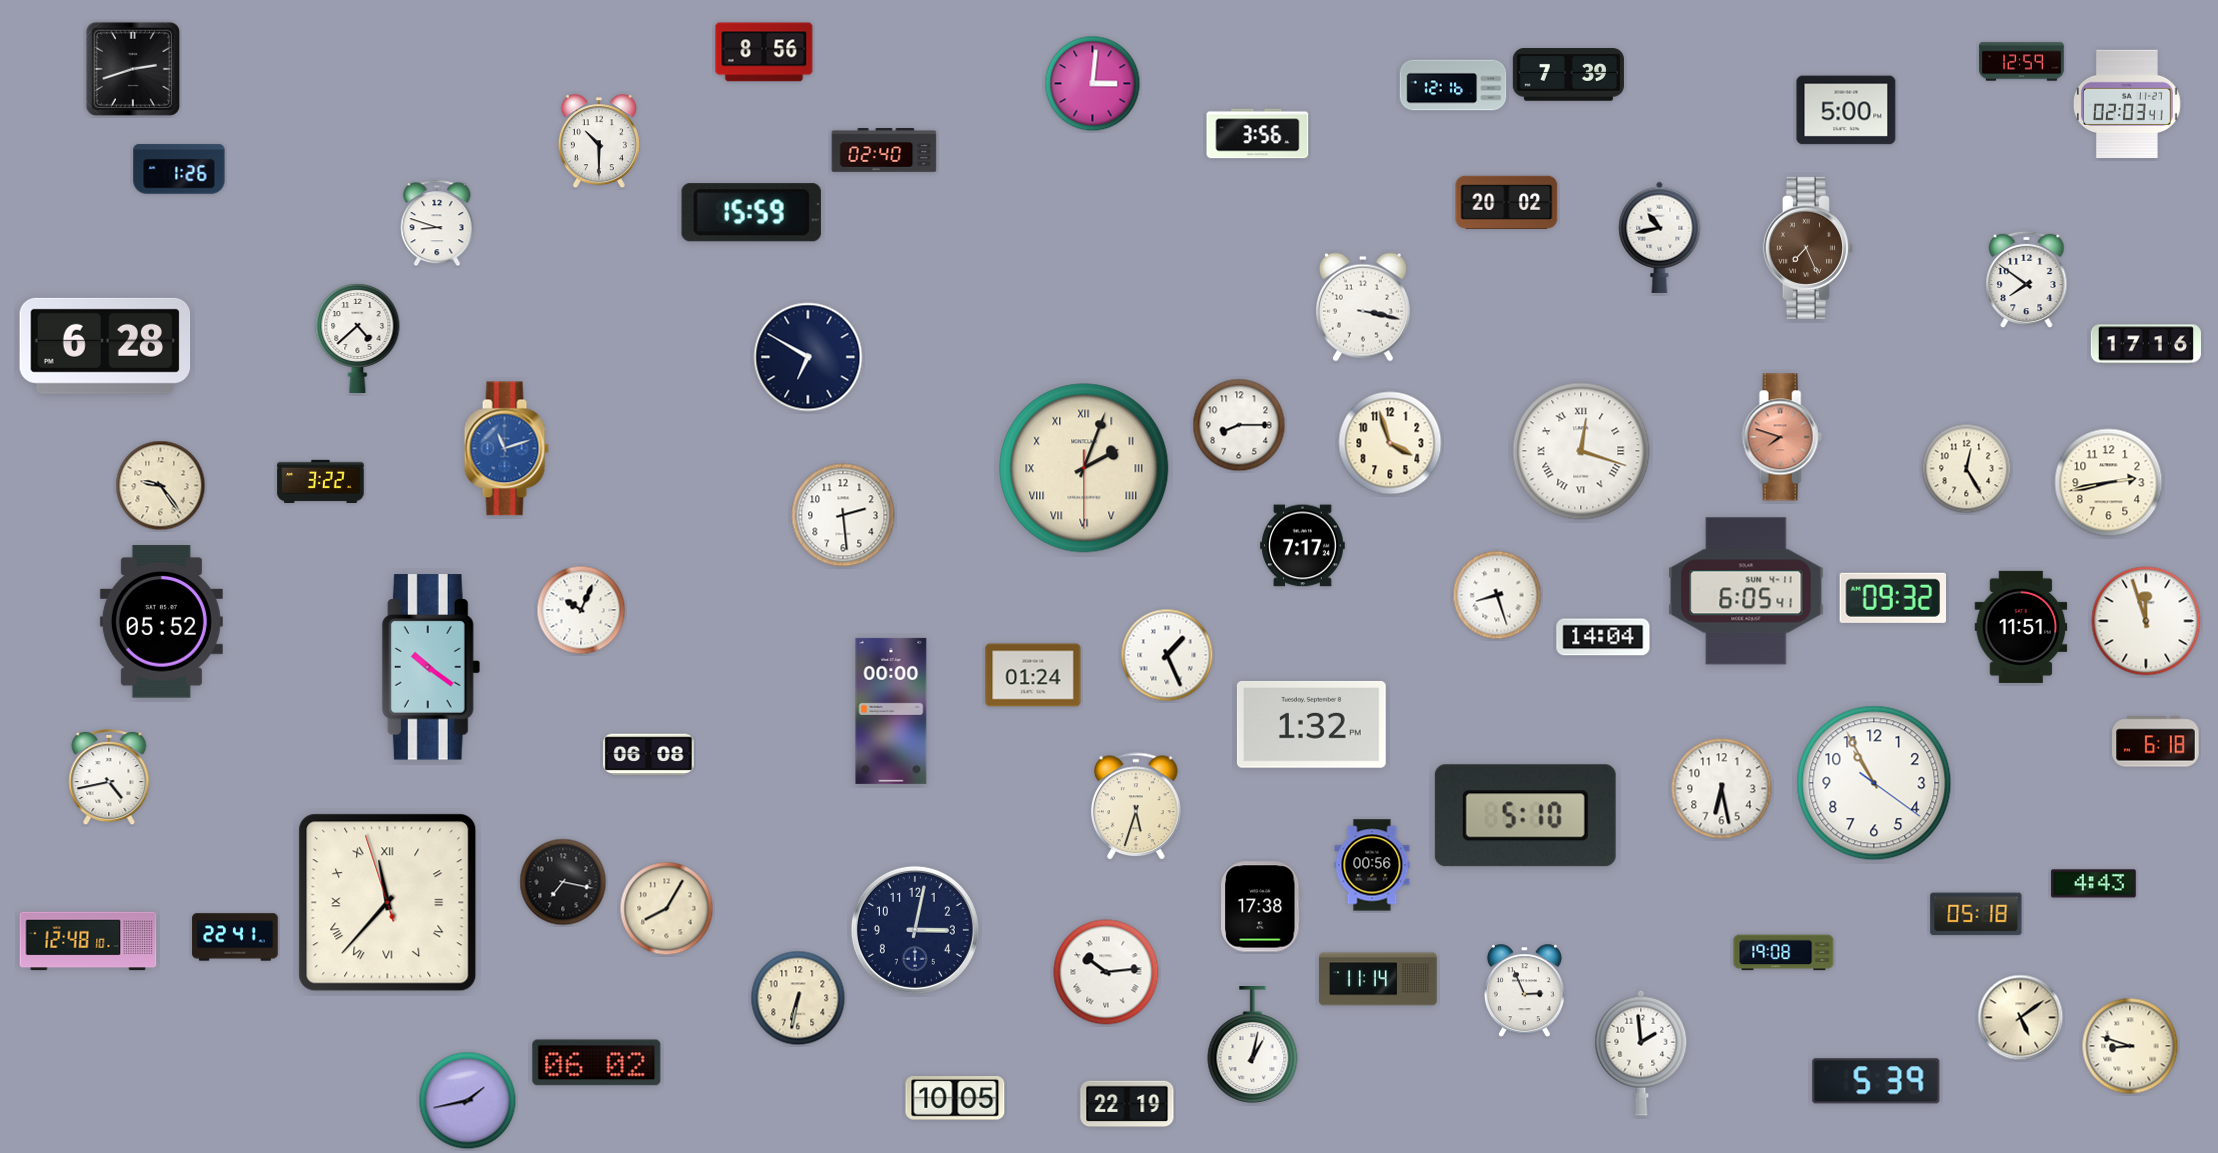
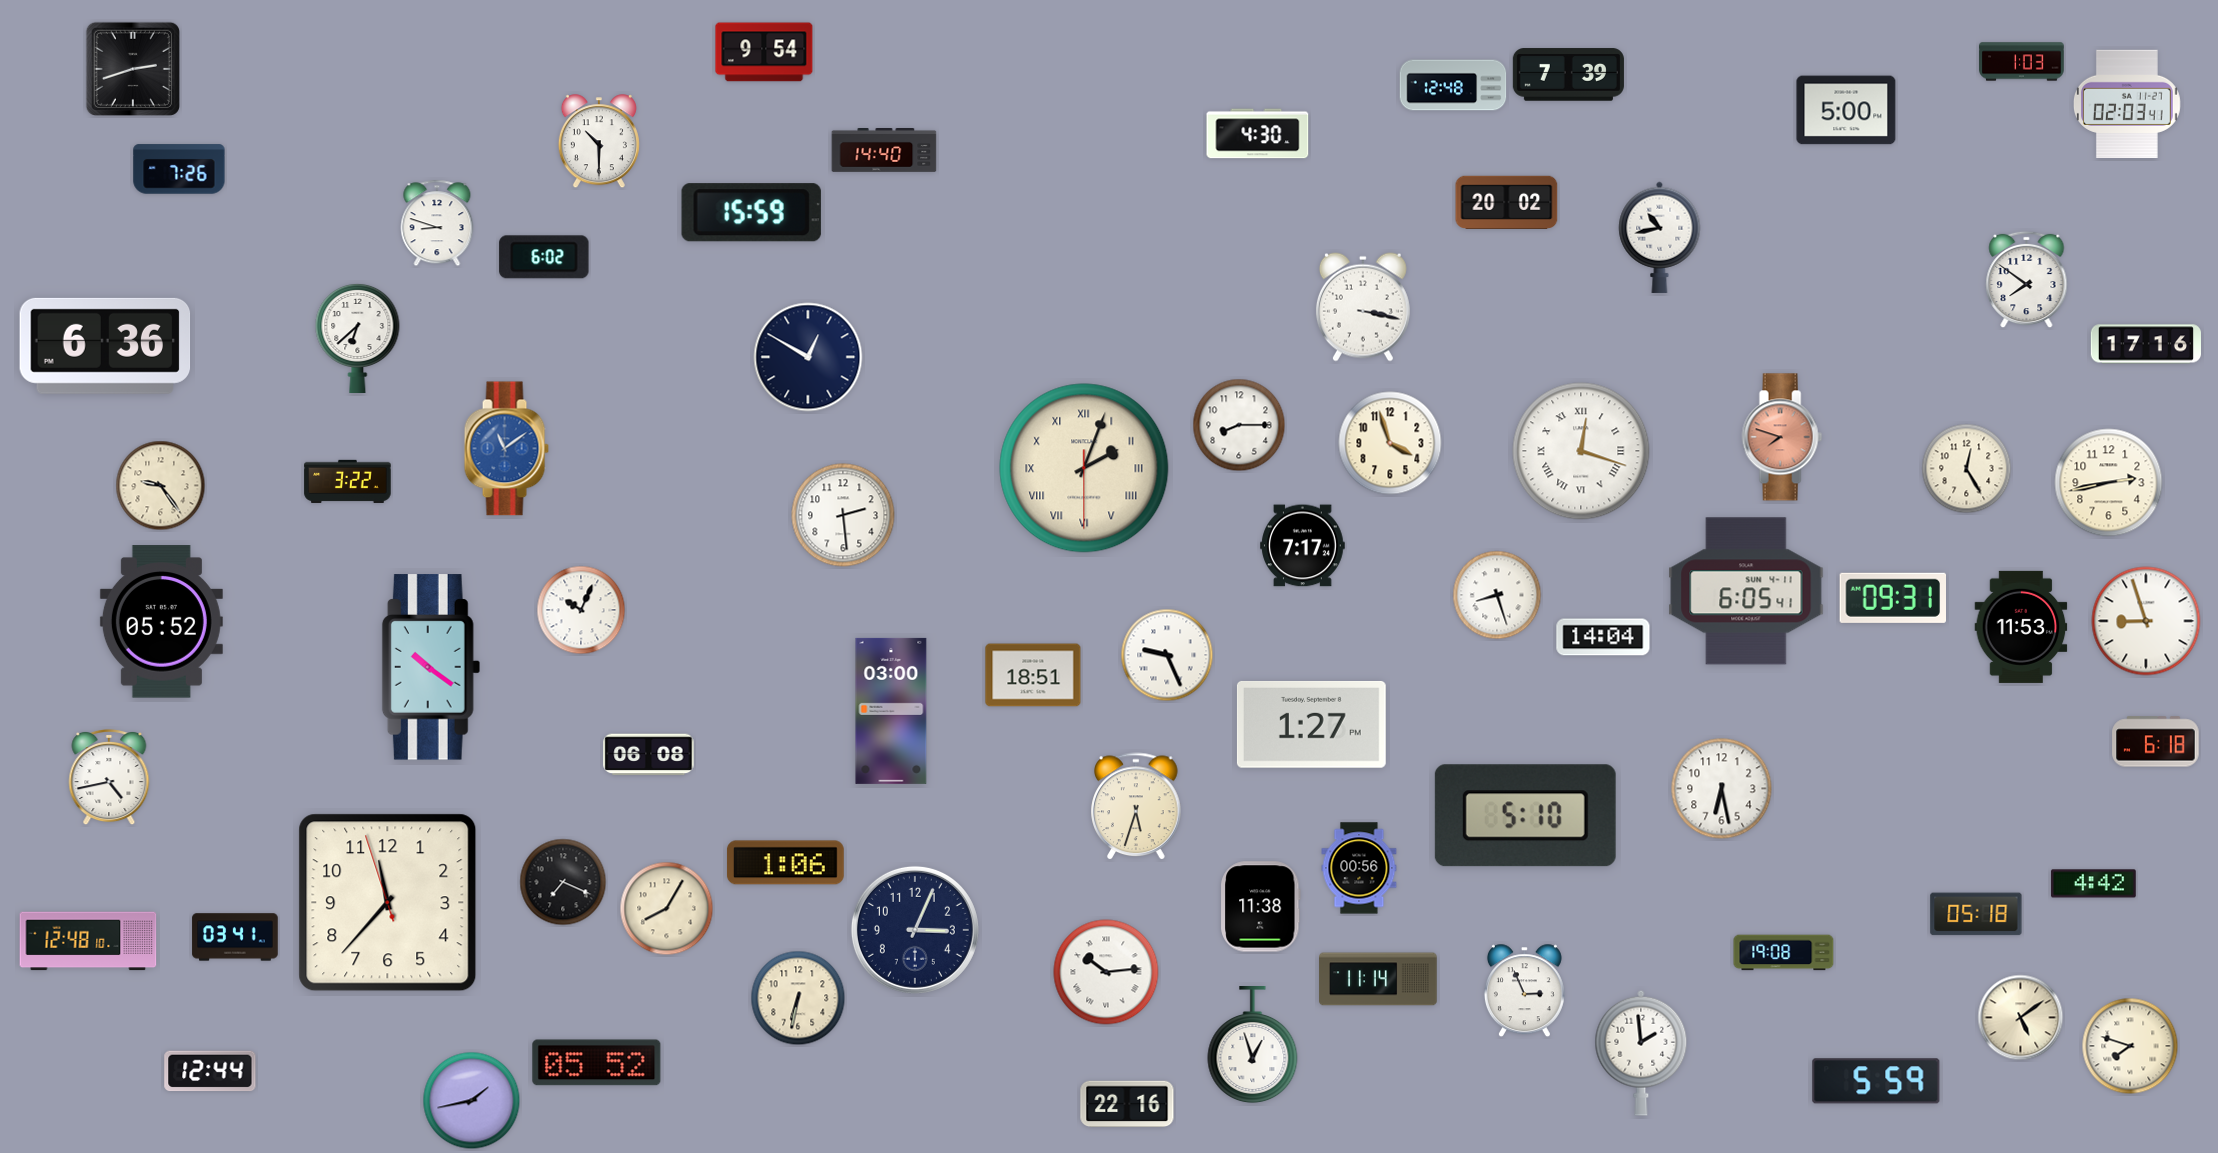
clock at (764, 52): 8:56 -> 9:54
clock at (2022, 62): 12:59 -> 1:03
clock at (1093, 84): 3:01 -> none
clock at (1453, 85): 12:16 -> 12:48
clock at (1258, 134): 3:56 -> 4:30
clock at (884, 151): 02:40 -> 14:40
clock at (179, 169): 1:26 -> 7:26
clock at (1808, 248): 7:26 -> none
clock at (544, 257): none -> 6:02
clock at (358, 337): 4:38 -> 6:38
clock at (105, 346): 6:28 -> 6:36
clock at (808, 357): 6:50 -> 12:50
clock at (506, 449): 11:12 -> 11:09
clock at (321, 481) position: (321, 481) -> (348, 481)
clock at (1892, 598): 09:32 -> 09:31
clock at (2146, 621): 11:57 -> 8:57
clock at (2021, 627): 11:51 -> 11:53
clock at (1167, 655): 1:26 -> 9:26
clock at (1033, 675): 01:24 -> 18:51
clock at (891, 711): 00:00 -> 03:00
clock at (1311, 724): 1:32 -> 1:27
clock at (1874, 783): 10:55 -> none
clock at (785, 863): none -> 1:06
clock at (1372, 865) position: (1372, 865) -> (1359, 868)
clock at (563, 882): 7:17 -> 7:19
clock at (2094, 884): 4:43 -> 4:42
clock at (388, 903) numerals: Roman -> Arabic
clock at (1261, 907): 17:38 -> 11:38
clock at (915, 930): 3:02 -> 3:04
clock at (235, 937): 22:41 -> 03:41
clock at (1253, 1046): 1:02 -> 12:57
clock at (2130, 1046): 8:48 -> 7:48
clock at (597, 1063): 06:02 -> 05:52
clock at (210, 1071): none -> 12:44
clock at (1876, 1081): 5:39 -> 5:59
clock at (955, 1099): 10:05 -> none
clock at (468, 1101) position: (468, 1101) -> (472, 1101)
clock at (1127, 1104): 22:19 -> 22:16
